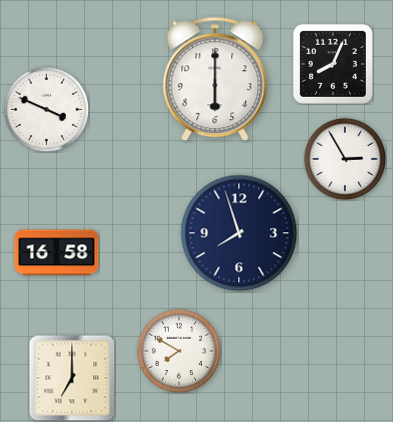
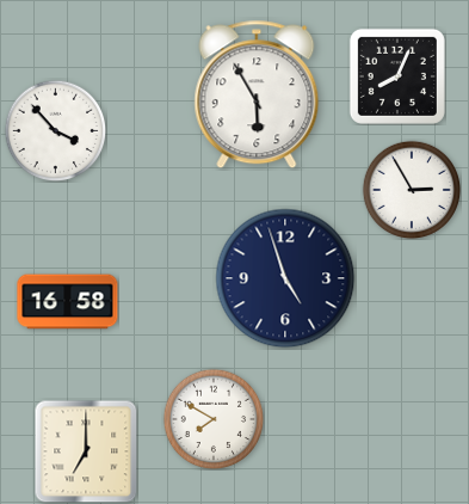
clock at (215, 79): 6:00 -> 5:55
clock at (46, 109): 3:49 -> 3:53
clock at (239, 233): 7:57 -> 4:57
